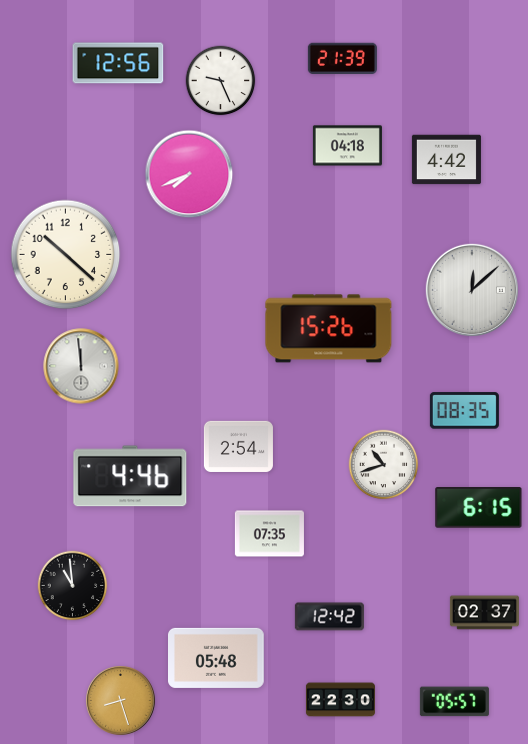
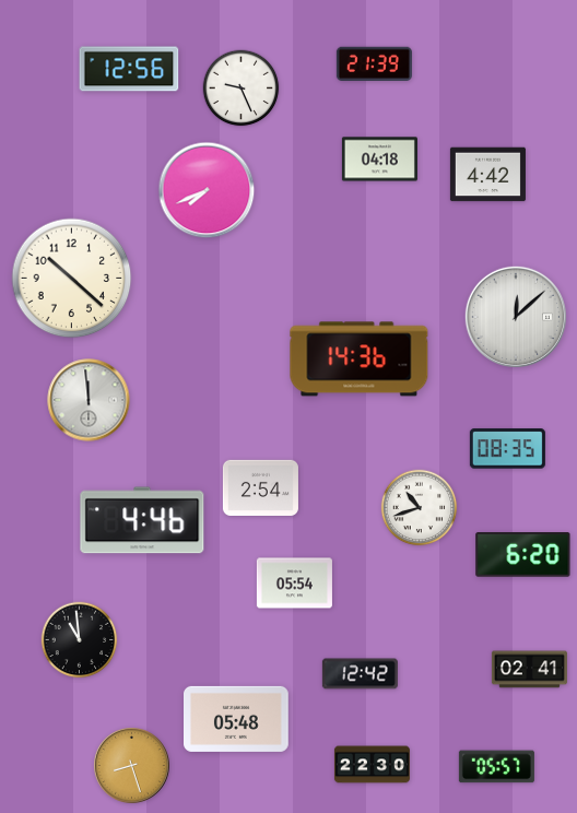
clock at (329, 329): 15:26 -> 14:36
clock at (479, 508): 6:15 -> 6:20
clock at (269, 534): 07:35 -> 05:54
clock at (484, 613): 02:37 -> 02:41
